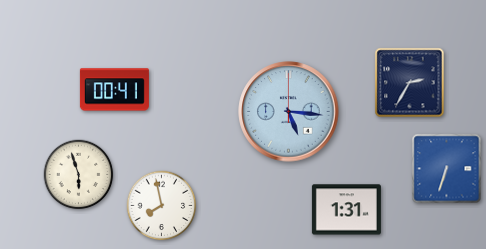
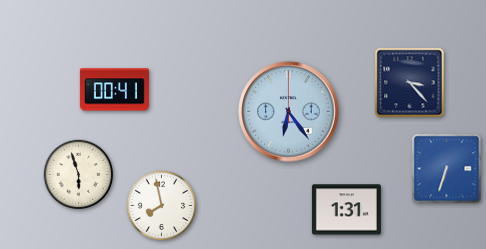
clock at (410, 83): 2:35 -> 3:23
clock at (289, 112): 5:16 -> 6:24
